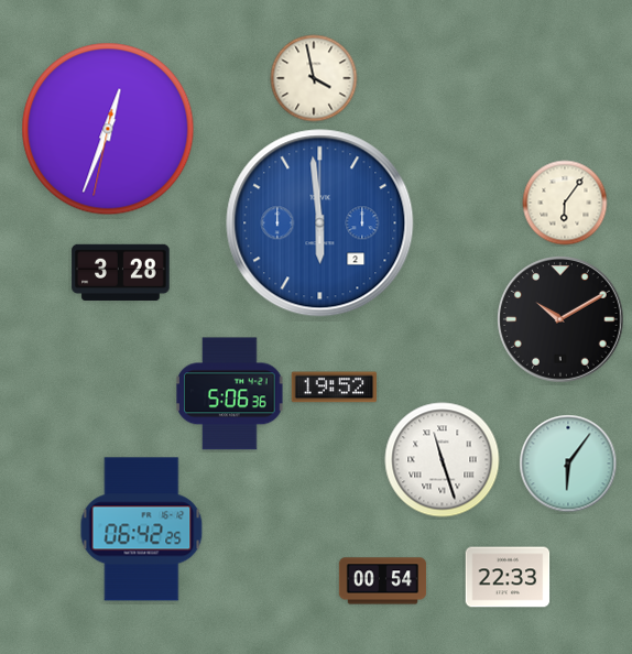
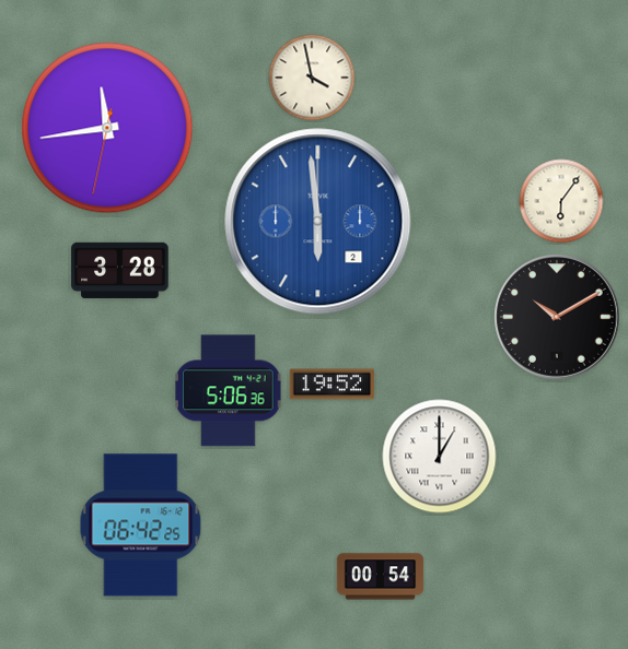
clock at (108, 129): 12:33 -> 11:43
clock at (443, 460): 11:27 -> 1:00
clock at (568, 464): 6:06 -> none
clock at (508, 577): 22:33 -> none
